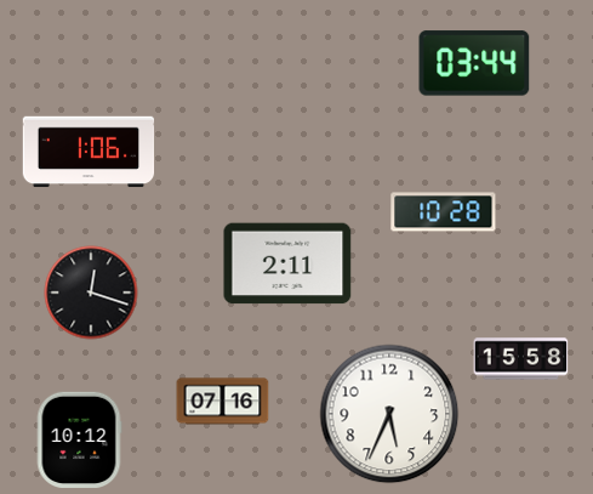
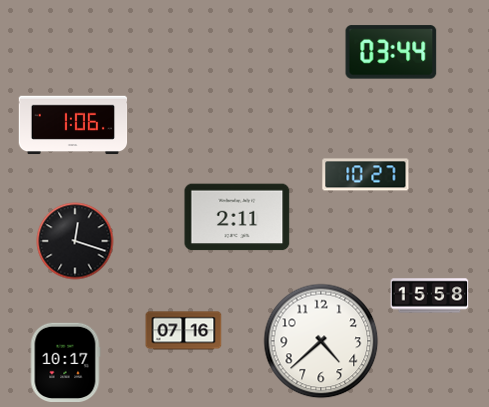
clock at (444, 212): 10:28 -> 10:27
clock at (389, 414): 5:34 -> 4:38
clock at (79, 439): 10:12 -> 10:17
